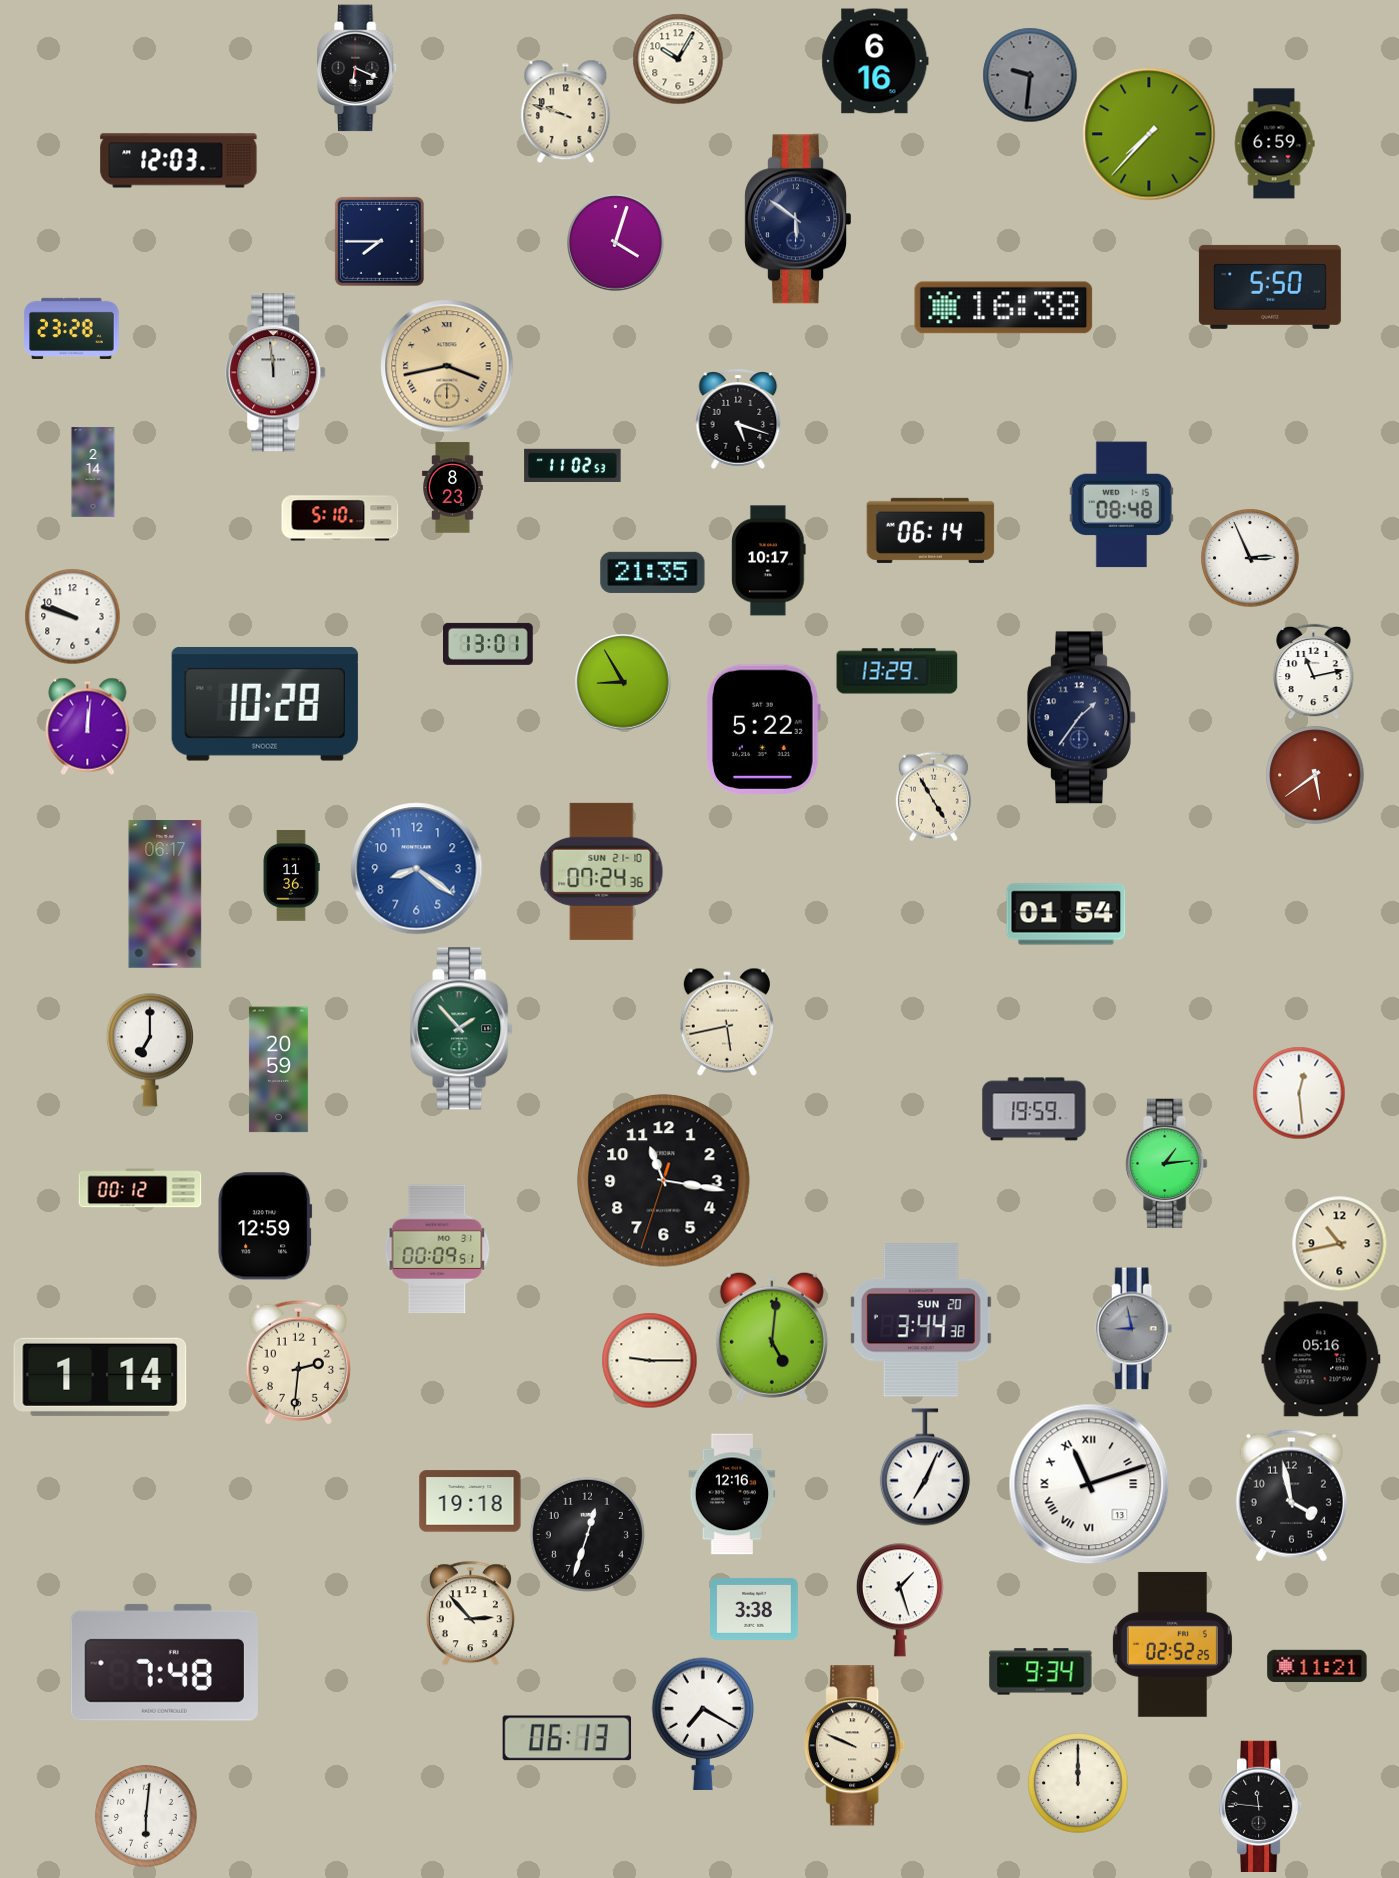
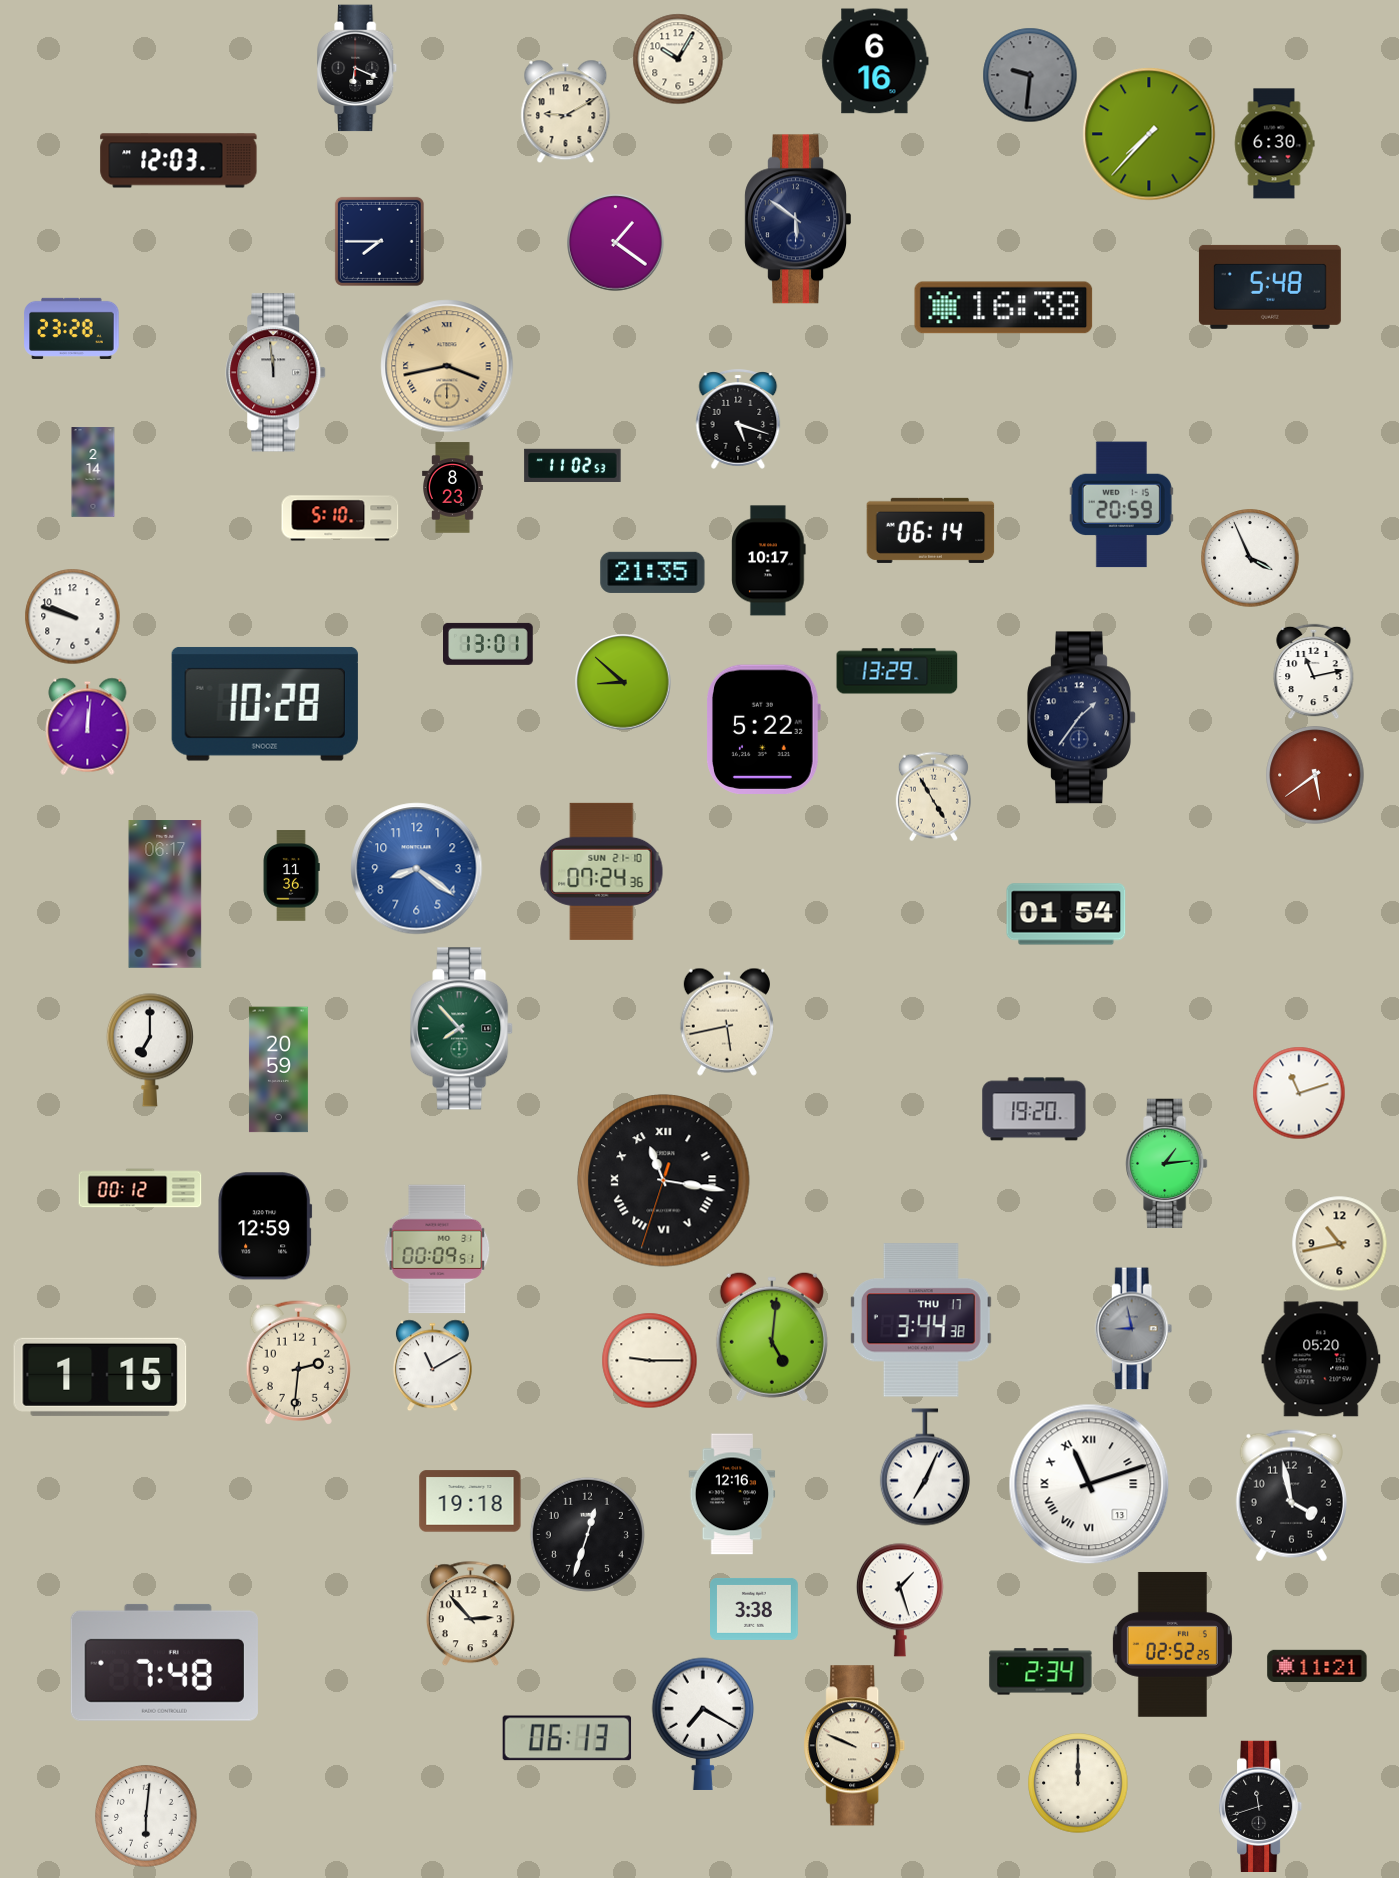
clock at (566, 111): 9:48 -> 9:10
clock at (1274, 144): 6:59 -> 6:30
clock at (616, 243): 4:03 -> 1:21
clock at (1270, 287): 5:50 -> 5:48
clock at (1121, 505): 08:48 -> 20:59
clock at (1250, 558): 2:56 -> 3:56
clock at (623, 682): 8:55 -> 8:52
clock at (462, 1029): 1:53 -> 7:53
clock at (1299, 1093): 12:29 -> 11:12
clock at (1034, 1109): 19:59 -> 19:20
clock at (664, 1181) numerals: Arabic -> Roman
clock at (921, 1320) date: SUN 20 -> THU 17
clock at (1321, 1359): 05:16 -> 05:20
clock at (432, 1365): none -> 11:10
clock at (100, 1377): 1:14 -> 1:15
clock at (1041, 1672): 9:34 -> 2:34
clock at (1262, 1806): 11:46 -> 11:42
